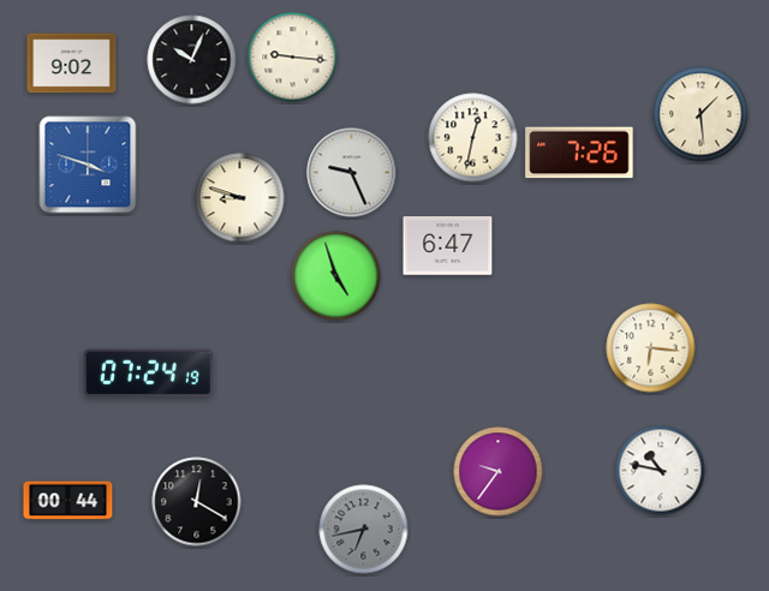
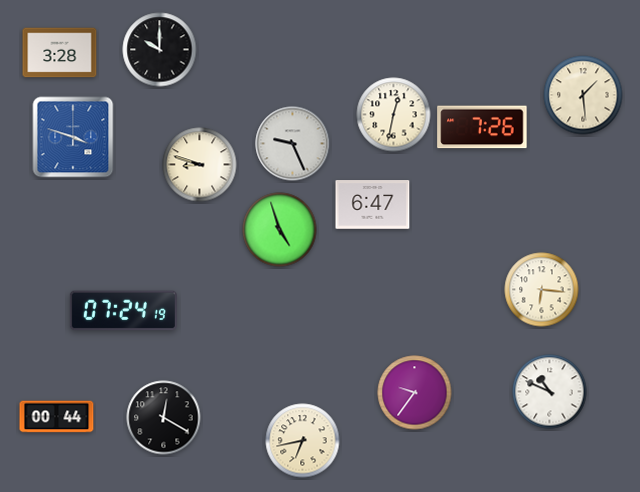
clock at (293, 58): 9:16 -> none
clock at (192, 60): 10:04 -> 10:00
clock at (72, 64): 9:02 -> 3:28
clock at (661, 471): 10:47 -> 10:49
clock at (364, 530) dial: grey -> cream
